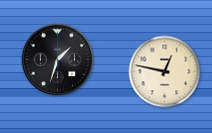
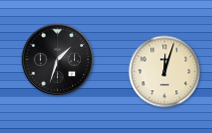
clock at (165, 72): 12:47 -> 12:03
